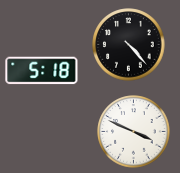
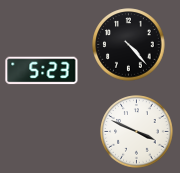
clock at (42, 71): 5:18 -> 5:23
clock at (134, 132) position: (134, 132) -> (137, 132)
